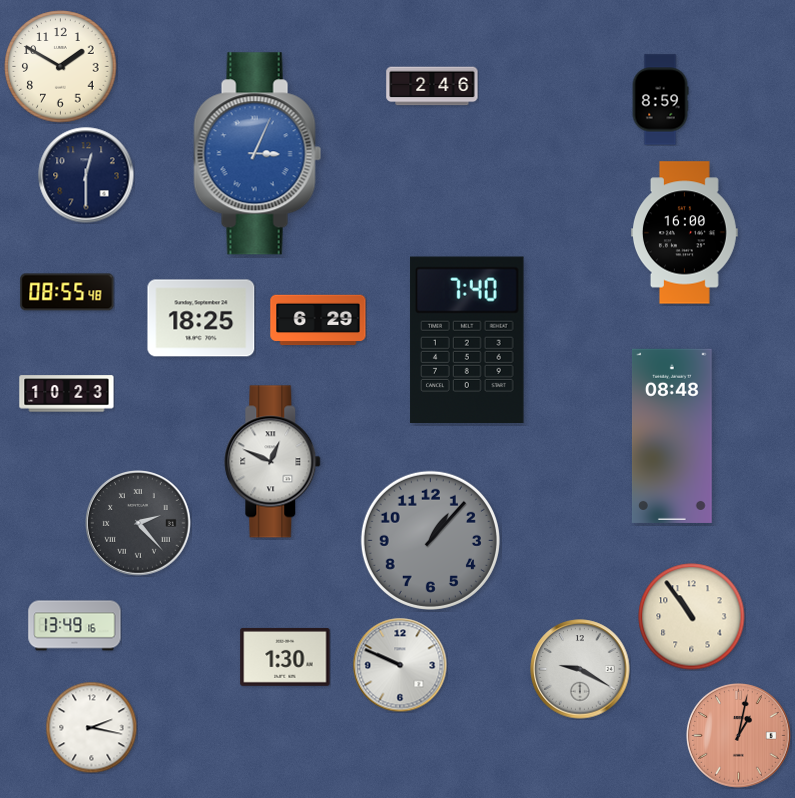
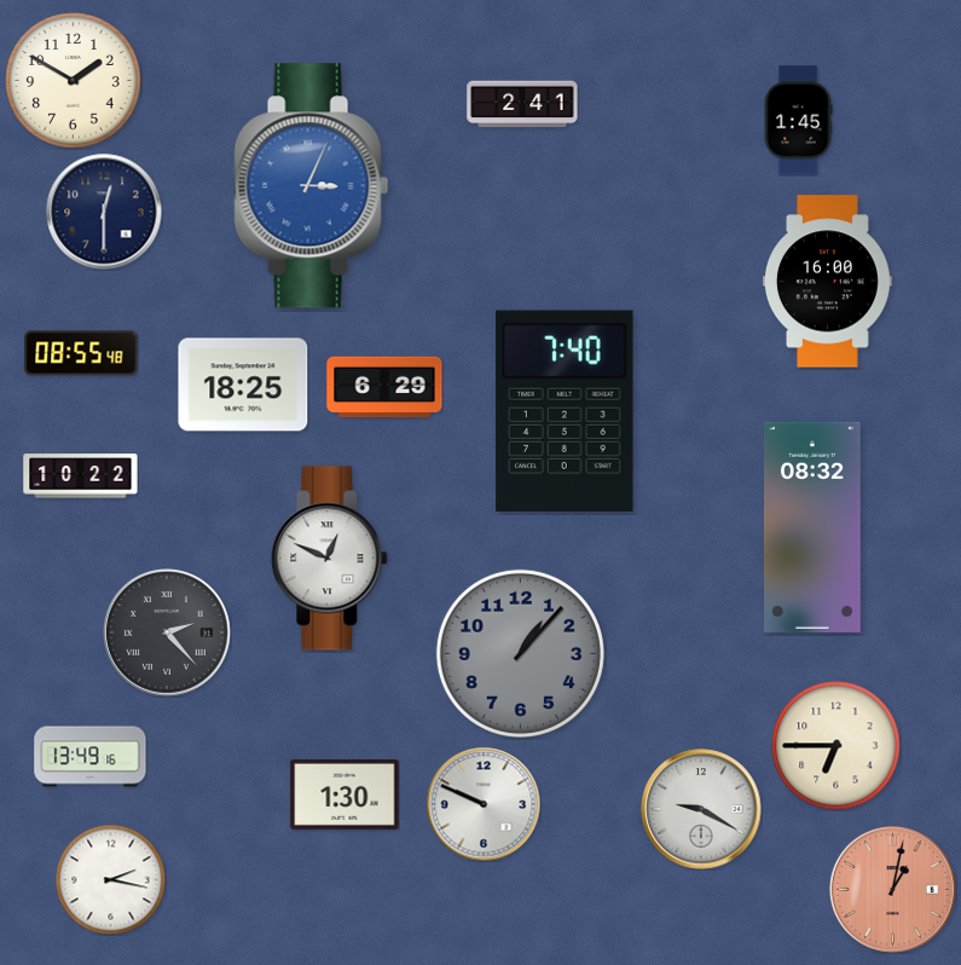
clock at (432, 86): 2:46 -> 2:41
clock at (660, 100): 8:59 -> 1:45
clock at (67, 394): 10:23 -> 10:22
clock at (672, 436): 08:48 -> 08:32
clock at (692, 617): 10:54 -> 6:45
